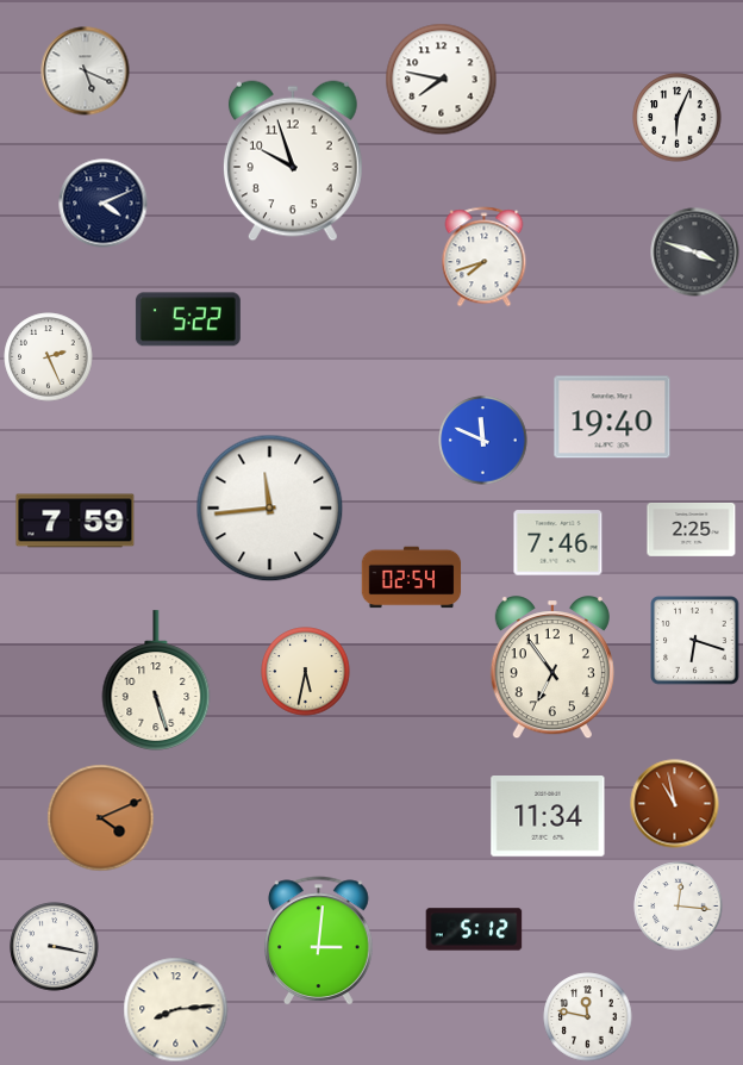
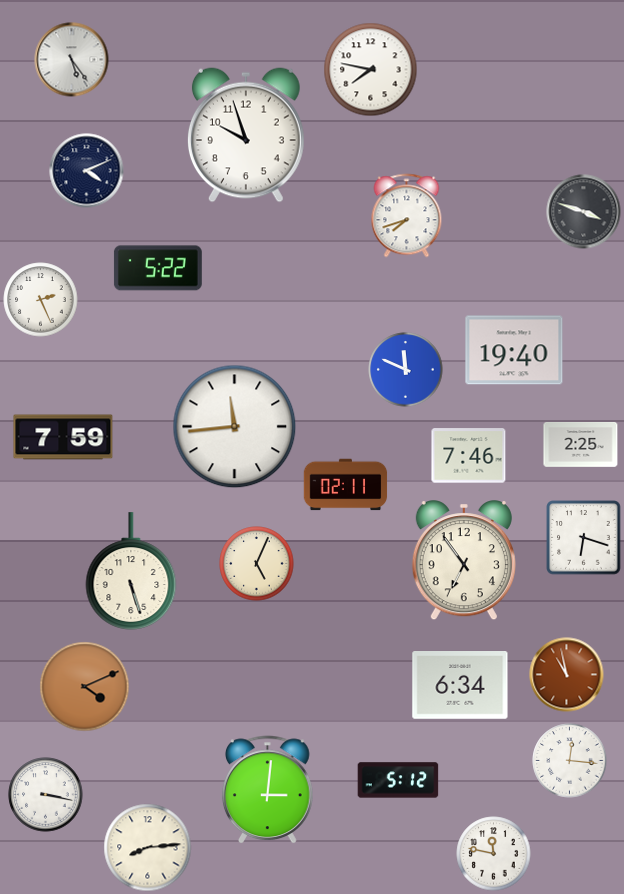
clock at (86, 71): 5:19 -> 5:24
clock at (442, 80) position: (442, 80) -> (371, 70)
clock at (678, 118): 6:04 -> none
clock at (270, 509) position: (270, 509) -> (235, 427)
clock at (412, 578): 02:54 -> 02:11
clock at (306, 672): 5:32 -> 5:04
clock at (548, 817): 11:34 -> 6:34
